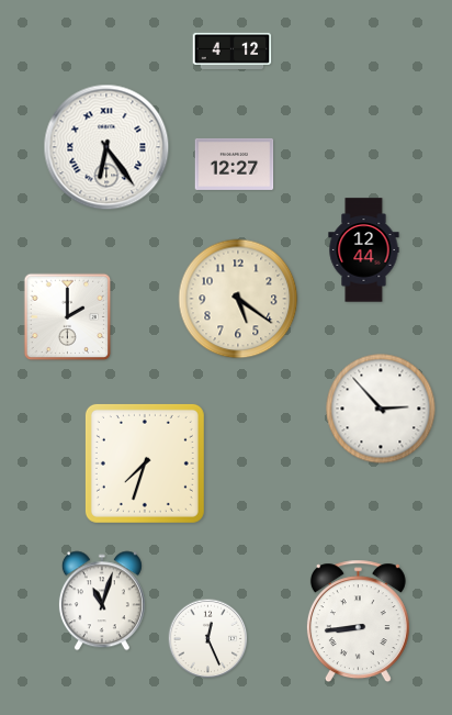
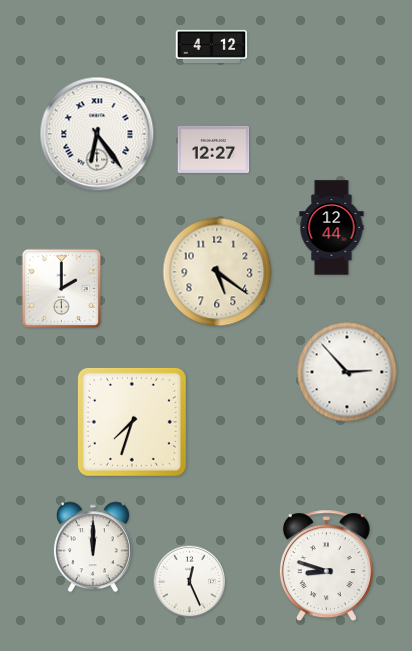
clock at (102, 601): 11:03 -> 12:00
clock at (358, 622): 8:44 -> 8:48
